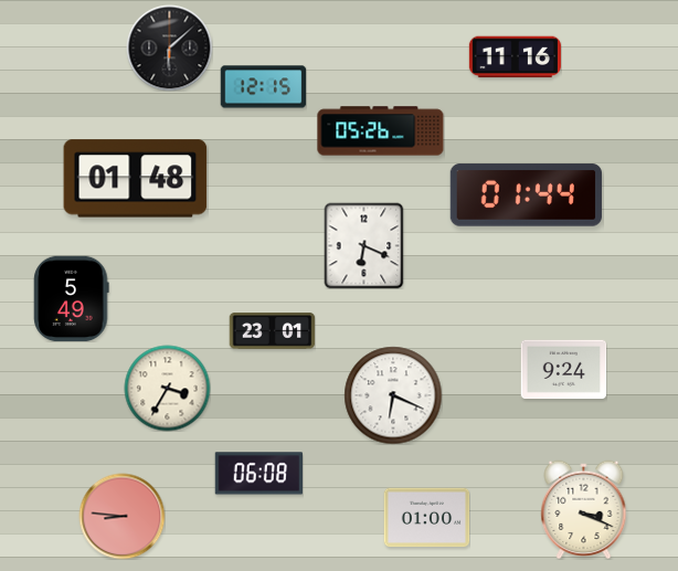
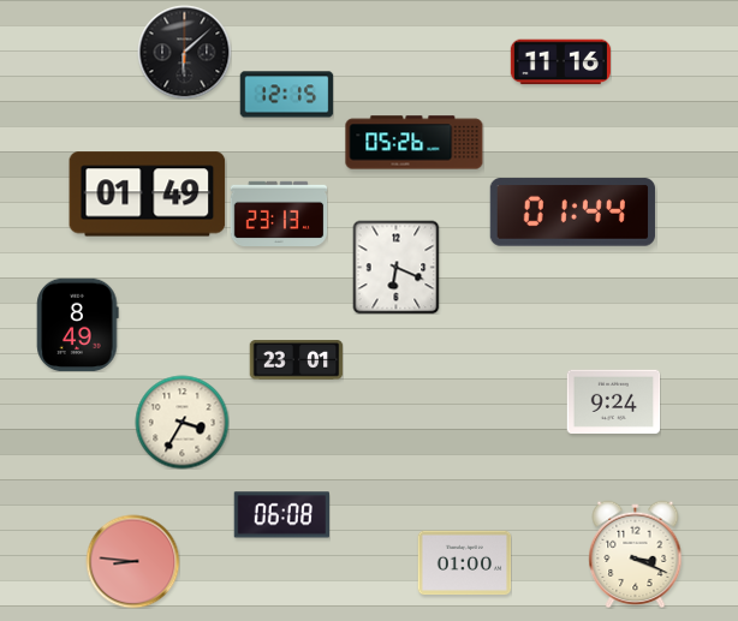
clock at (136, 179): 01:48 -> 01:49
clock at (279, 213): none -> 23:13
clock at (72, 298): 5:49 -> 8:49
clock at (393, 395): 6:19 -> none
